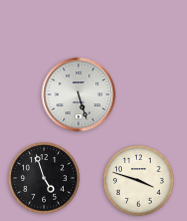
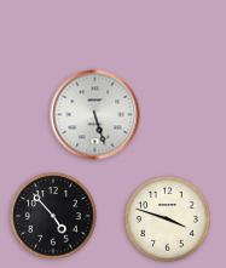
clock at (44, 178): 4:57 -> 4:53
